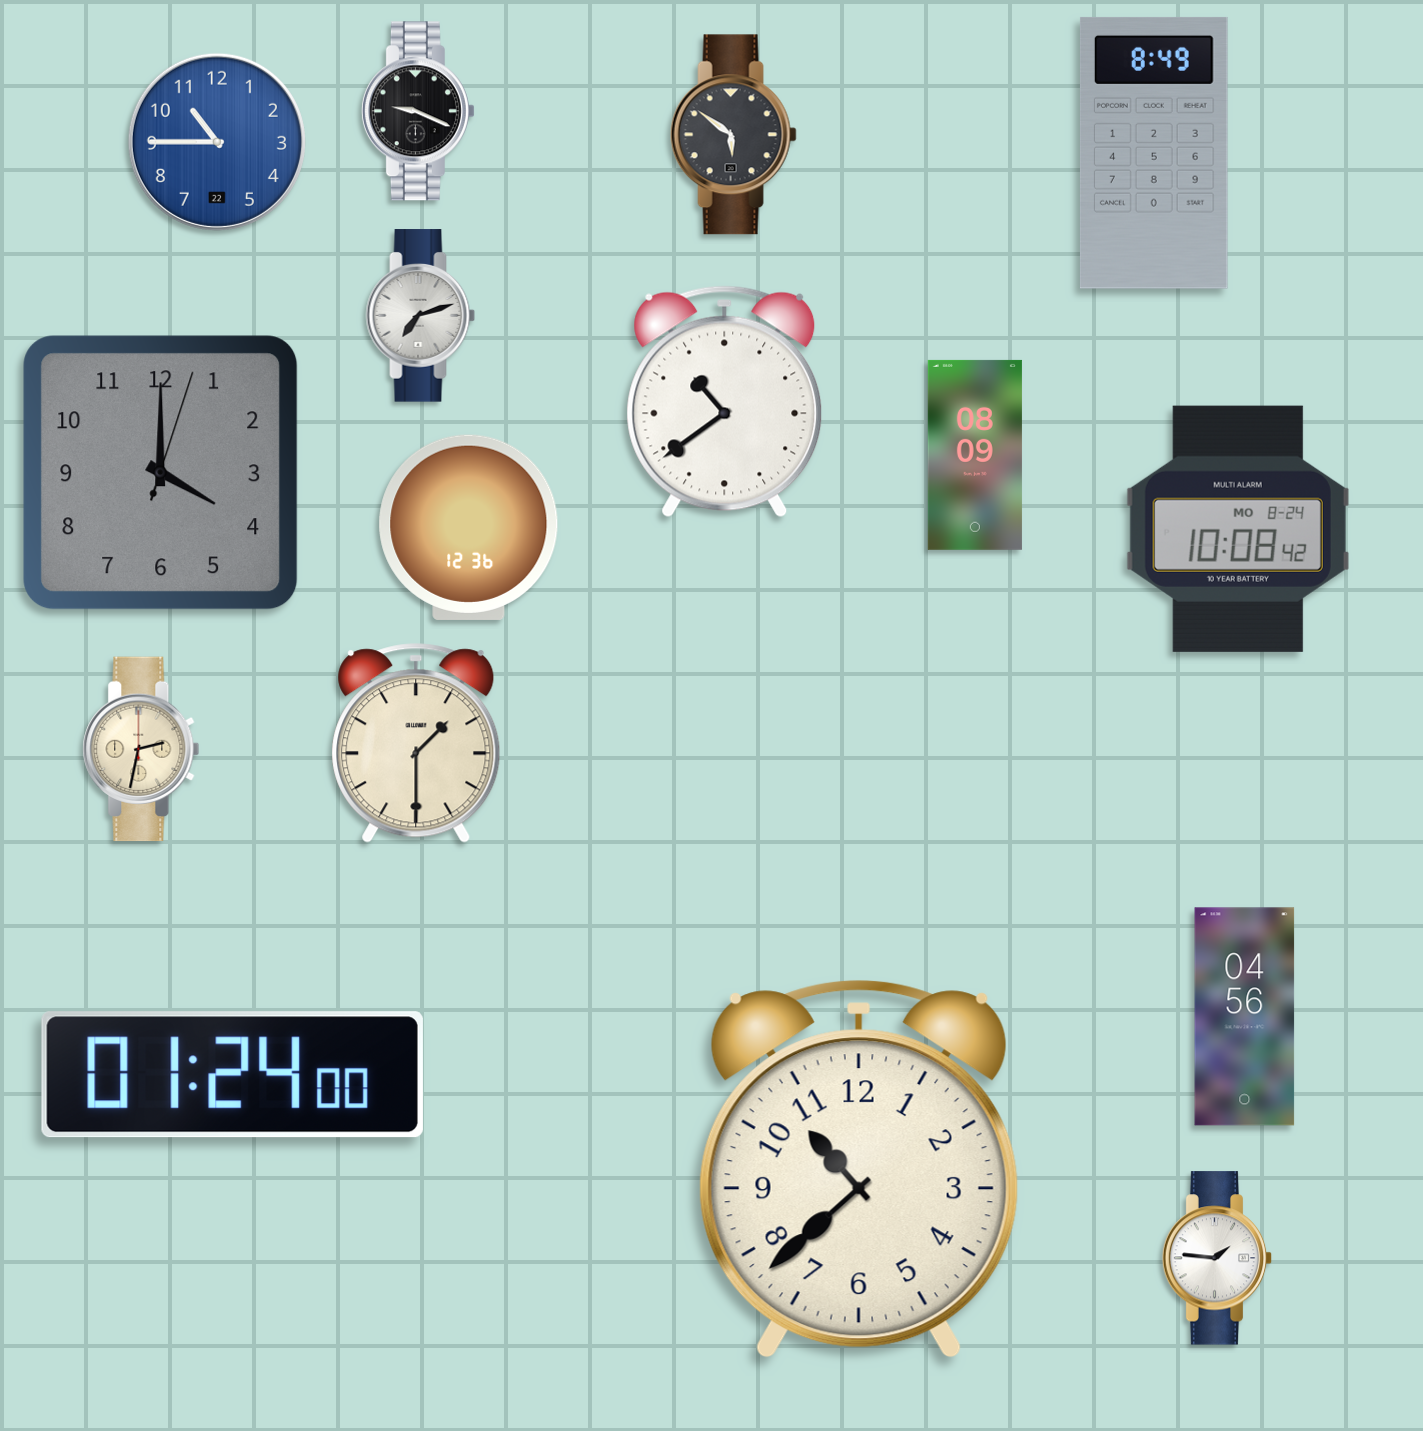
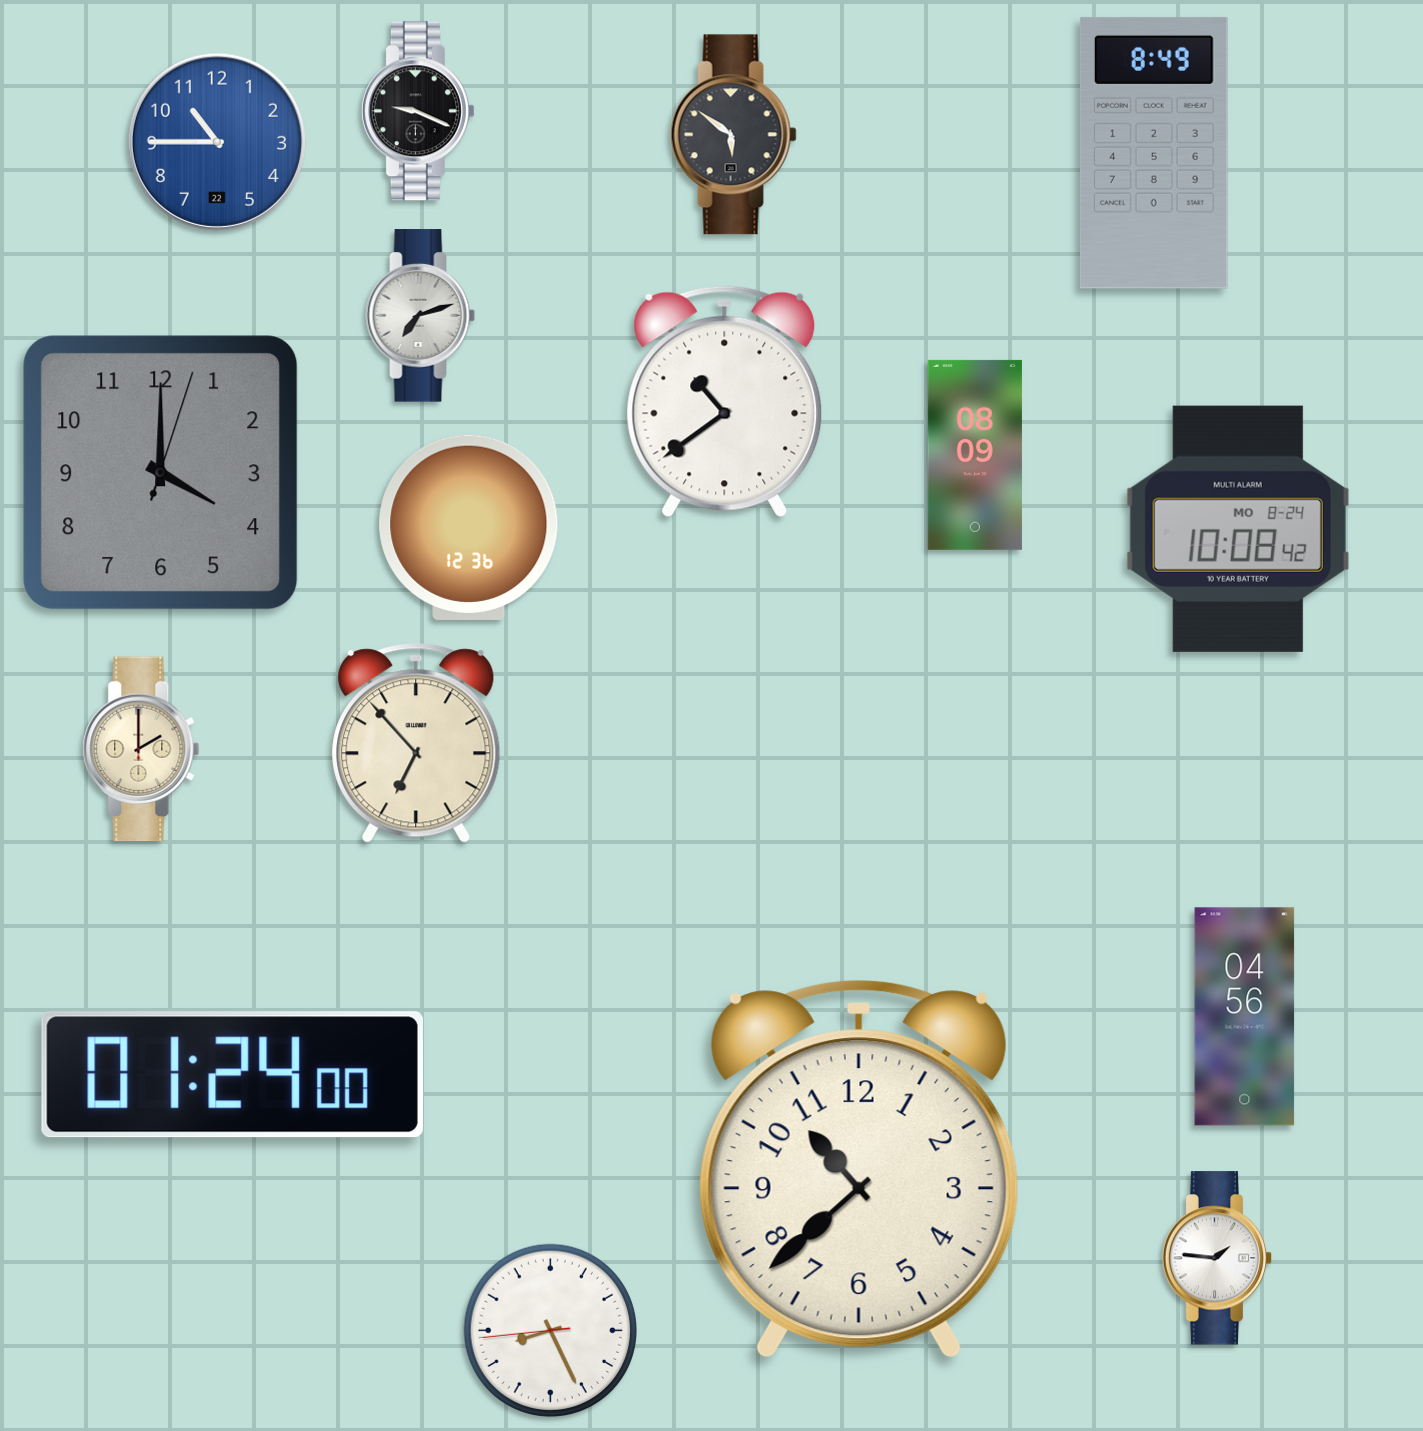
clock at (416, 743): 1:30 -> 6:53
clock at (141, 749): 2:32 -> 2:00
clock at (550, 1330): none -> 8:25
